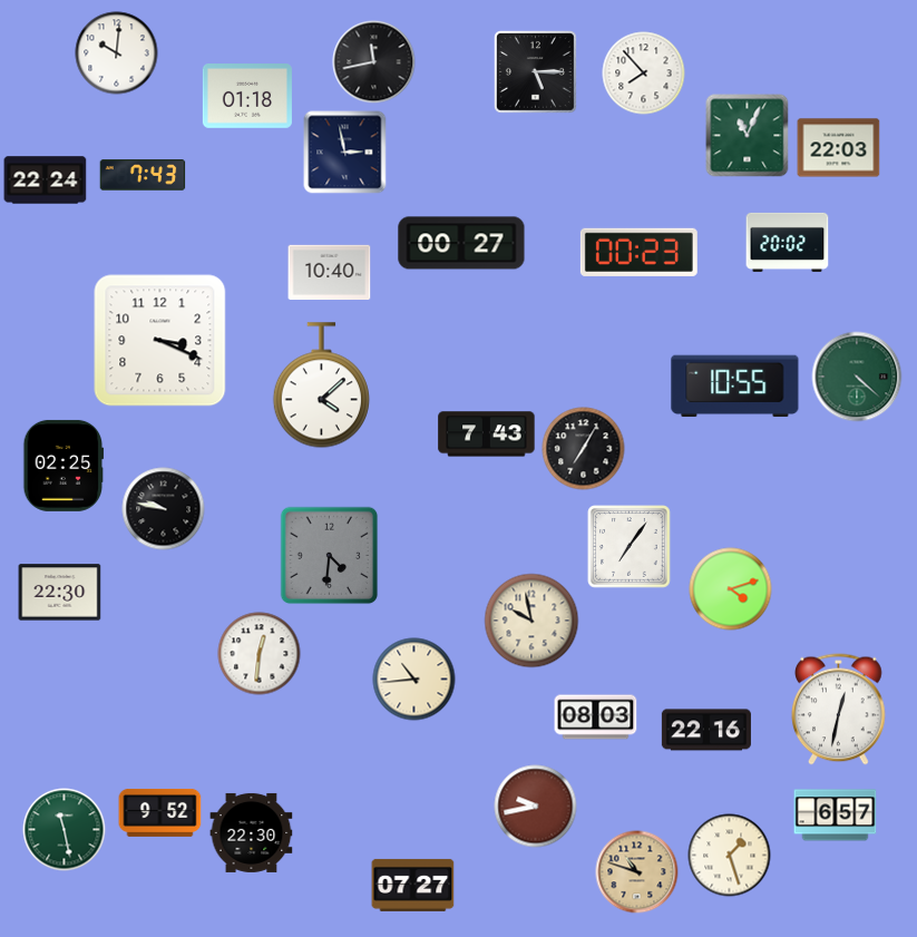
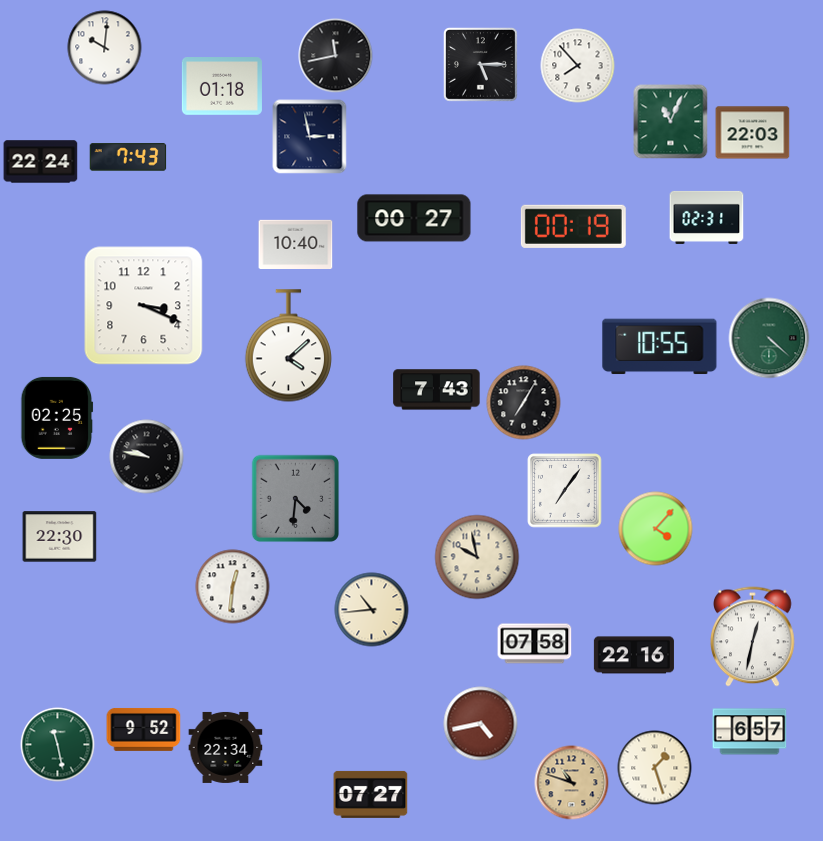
clock at (788, 242): 20:02 -> 02:31
clock at (638, 252): 00:23 -> 00:19
clock at (731, 589): 4:12 -> 4:07
clock at (60, 593) position: (60, 593) -> (60, 537)
clock at (596, 718): 08:03 -> 07:58
clock at (536, 807): 9:43 -> 4:43
clock at (252, 832): 22:30 -> 22:34
